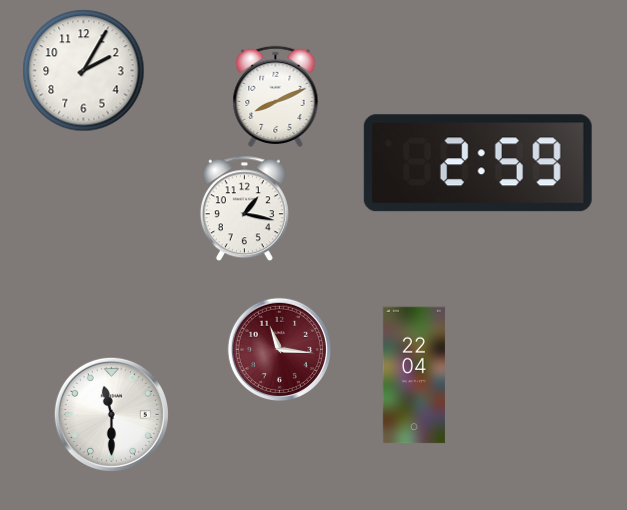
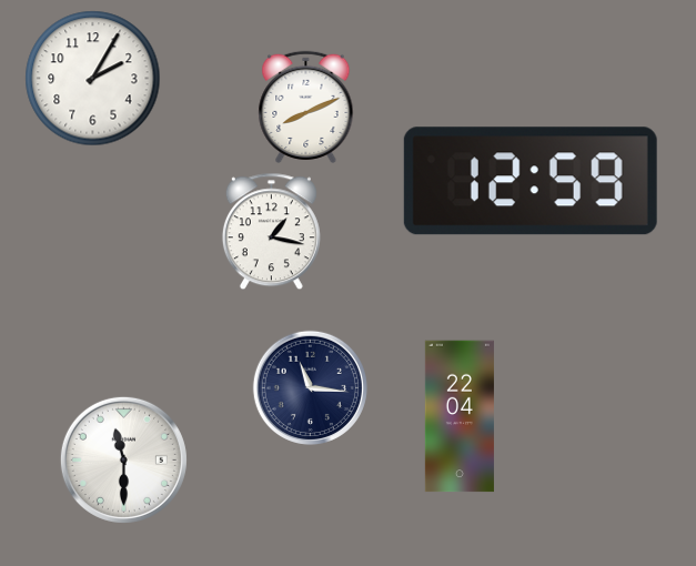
clock at (478, 163): 2:59 -> 12:59
clock at (279, 349) dial: burgundy -> navy
